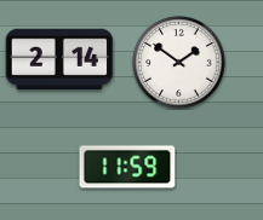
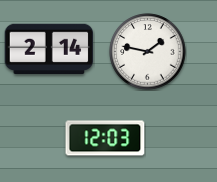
clock at (179, 63): 1:51 -> 1:47
clock at (127, 167): 11:59 -> 12:03
